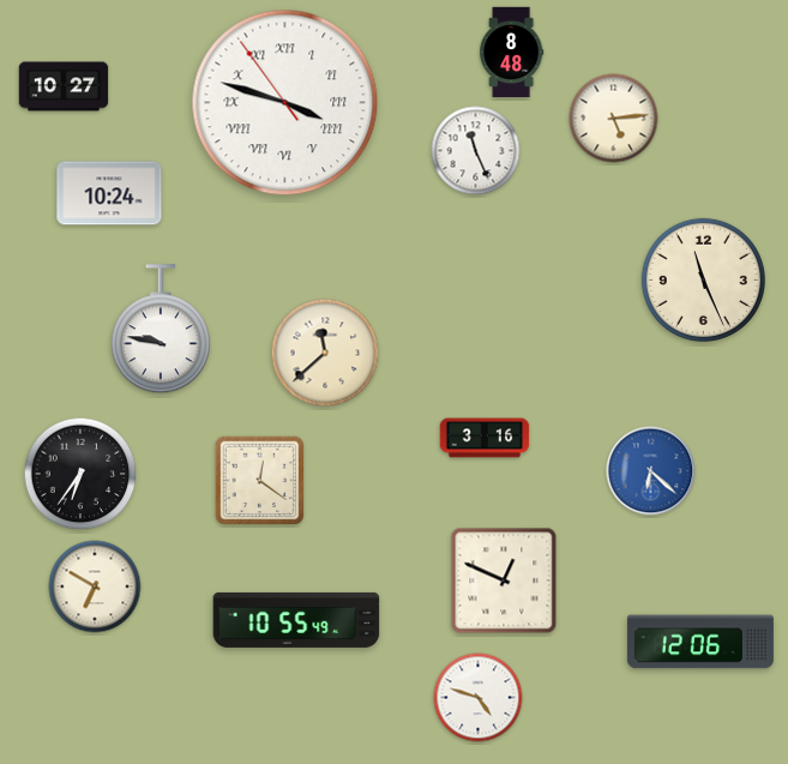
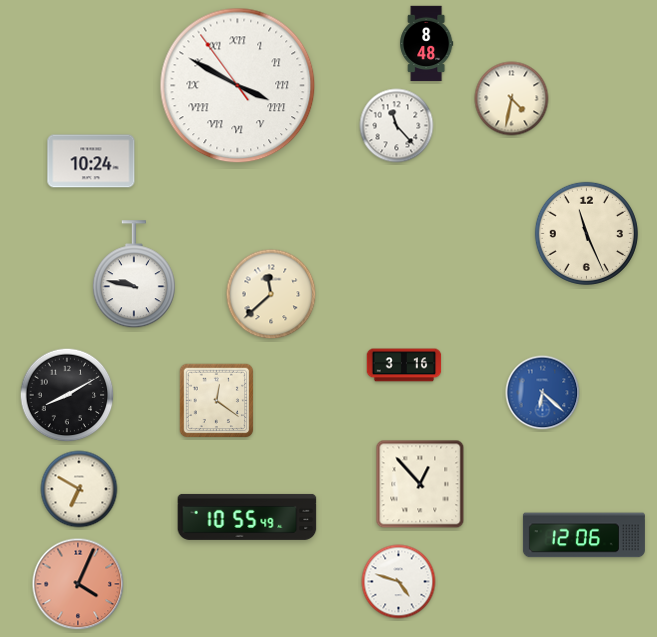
clock at (64, 86): 10:27 -> none
clock at (285, 103): 3:47 -> 3:49
clock at (614, 119): 5:14 -> 4:32
clock at (476, 151): 11:26 -> 11:23
clock at (80, 474): 6:36 -> 8:10
clock at (504, 580): 12:49 -> 12:53
clock at (78, 584): none -> 4:04
